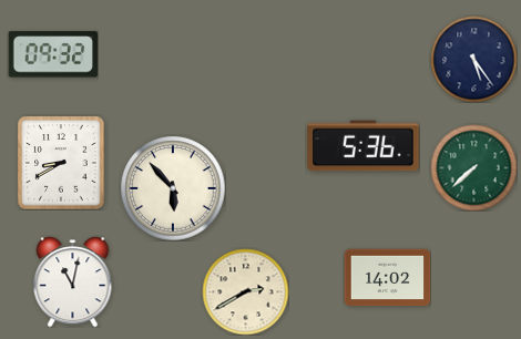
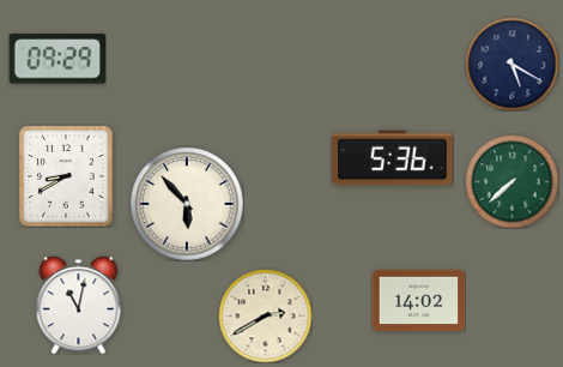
clock at (53, 54): 09:32 -> 09:29
clock at (473, 59): 5:24 -> 5:20
